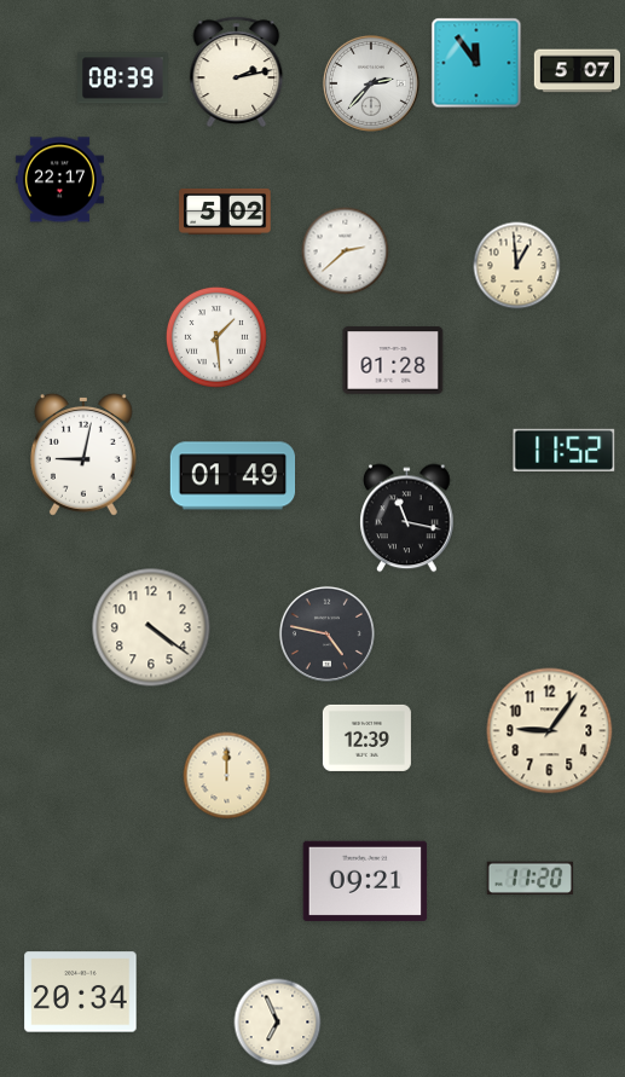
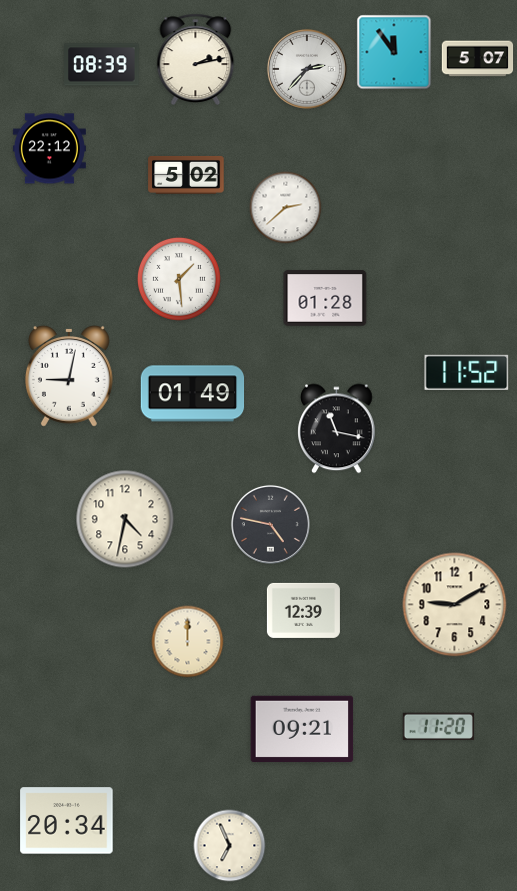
clock at (59, 180): 22:17 -> 22:12
clock at (517, 266): 12:59 -> none
clock at (151, 627): 4:21 -> 4:32
clock at (550, 731): 9:06 -> 9:10
